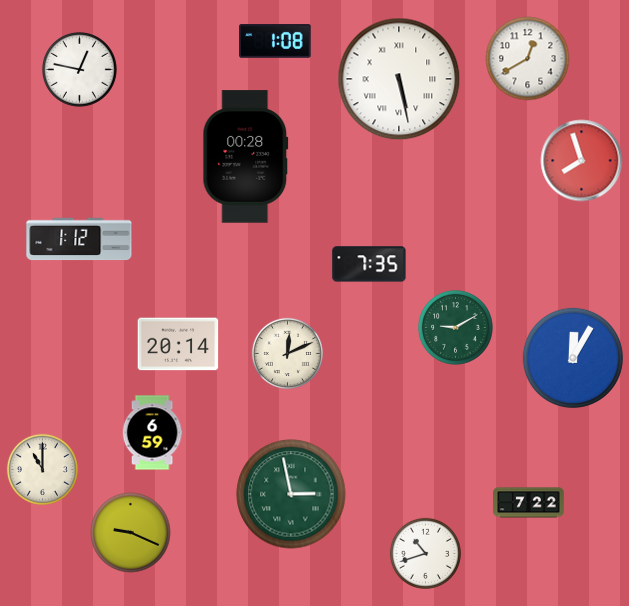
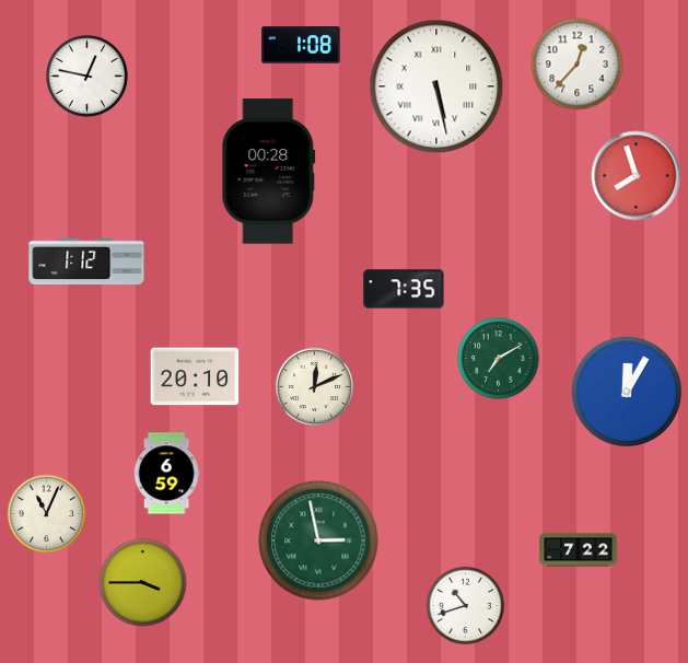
clock at (528, 59): 12:40 -> 12:37
clock at (455, 327): 9:10 -> 7:10
clock at (178, 344): 20:14 -> 20:10
clock at (42, 469): 11:00 -> 11:04
clock at (131, 533): 9:19 -> 3:45
